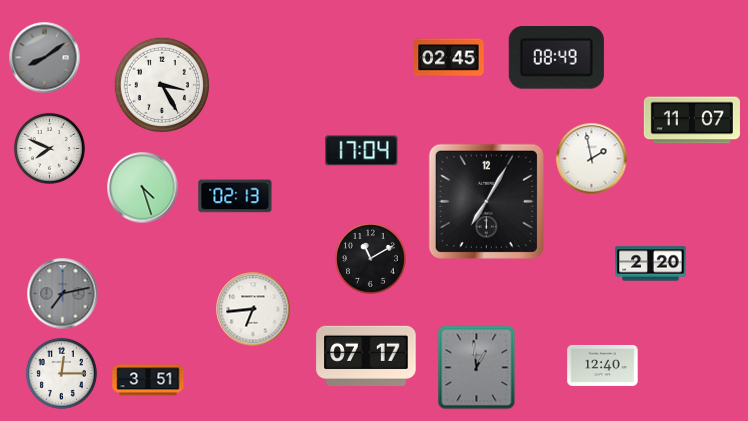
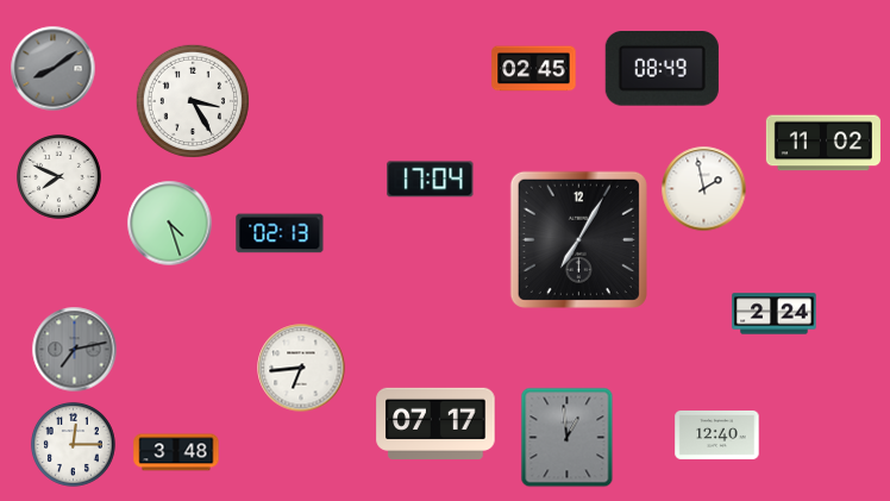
clock at (692, 120): 11:07 -> 11:02
clock at (370, 258): 11:10 -> none
clock at (651, 264): 2:20 -> 2:24
clock at (148, 380): 3:51 -> 3:48
